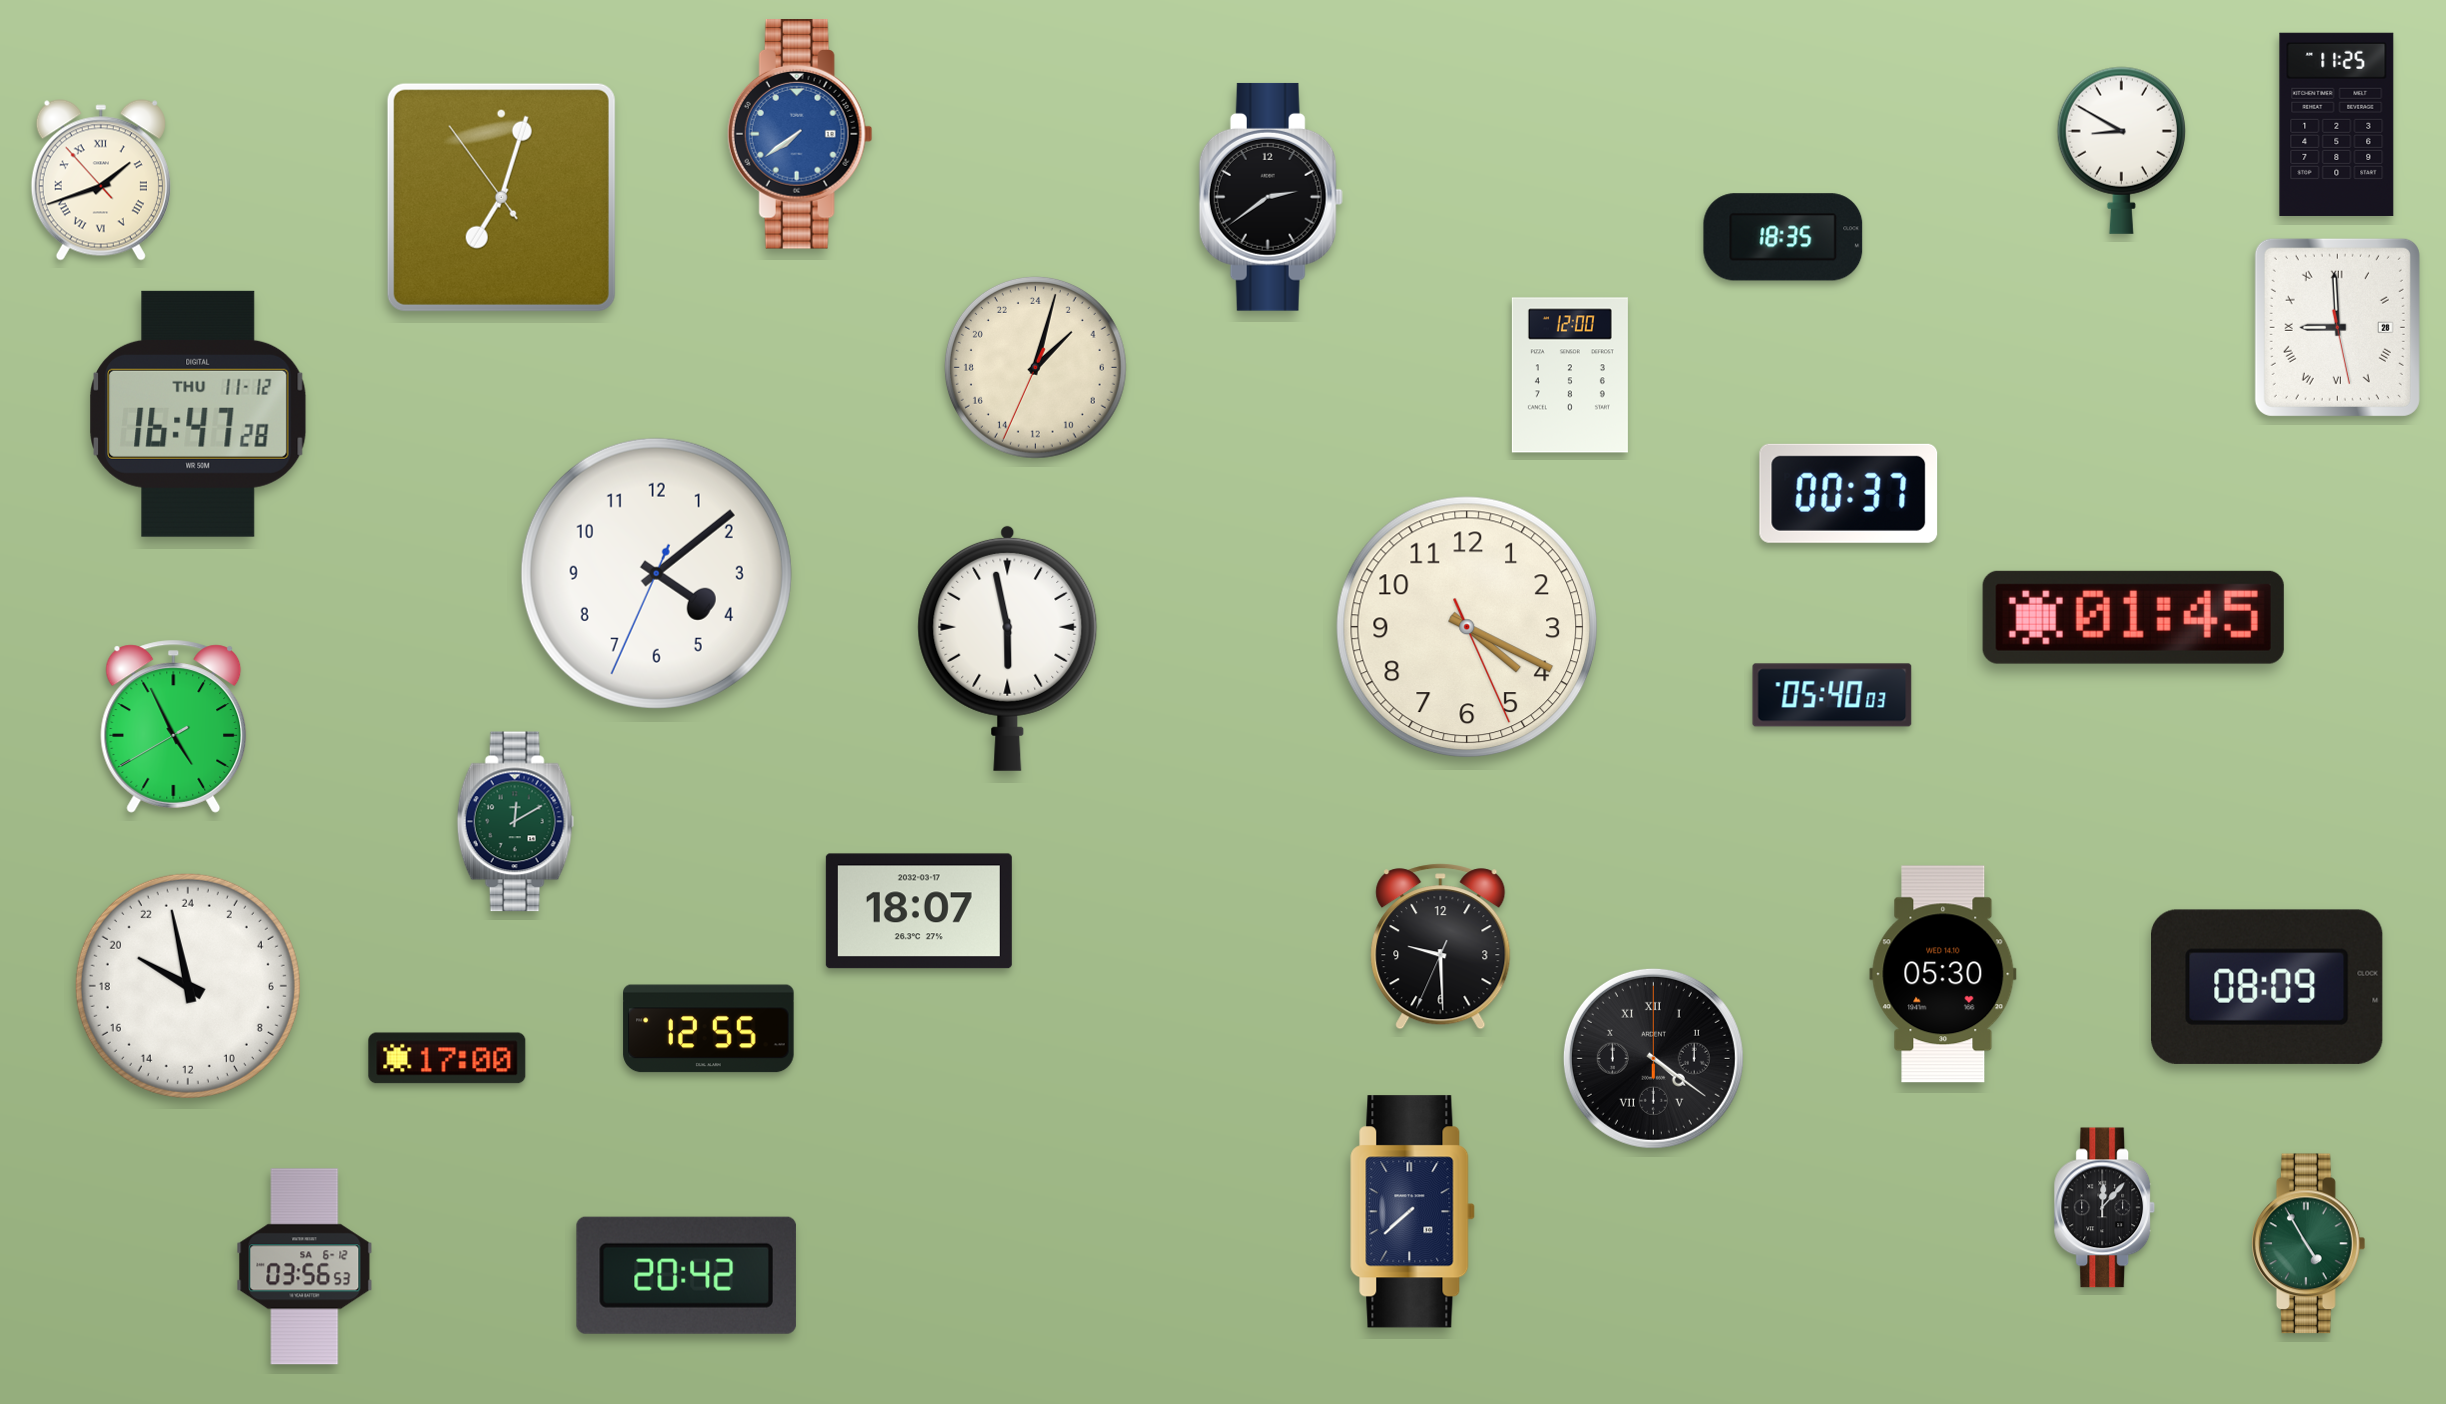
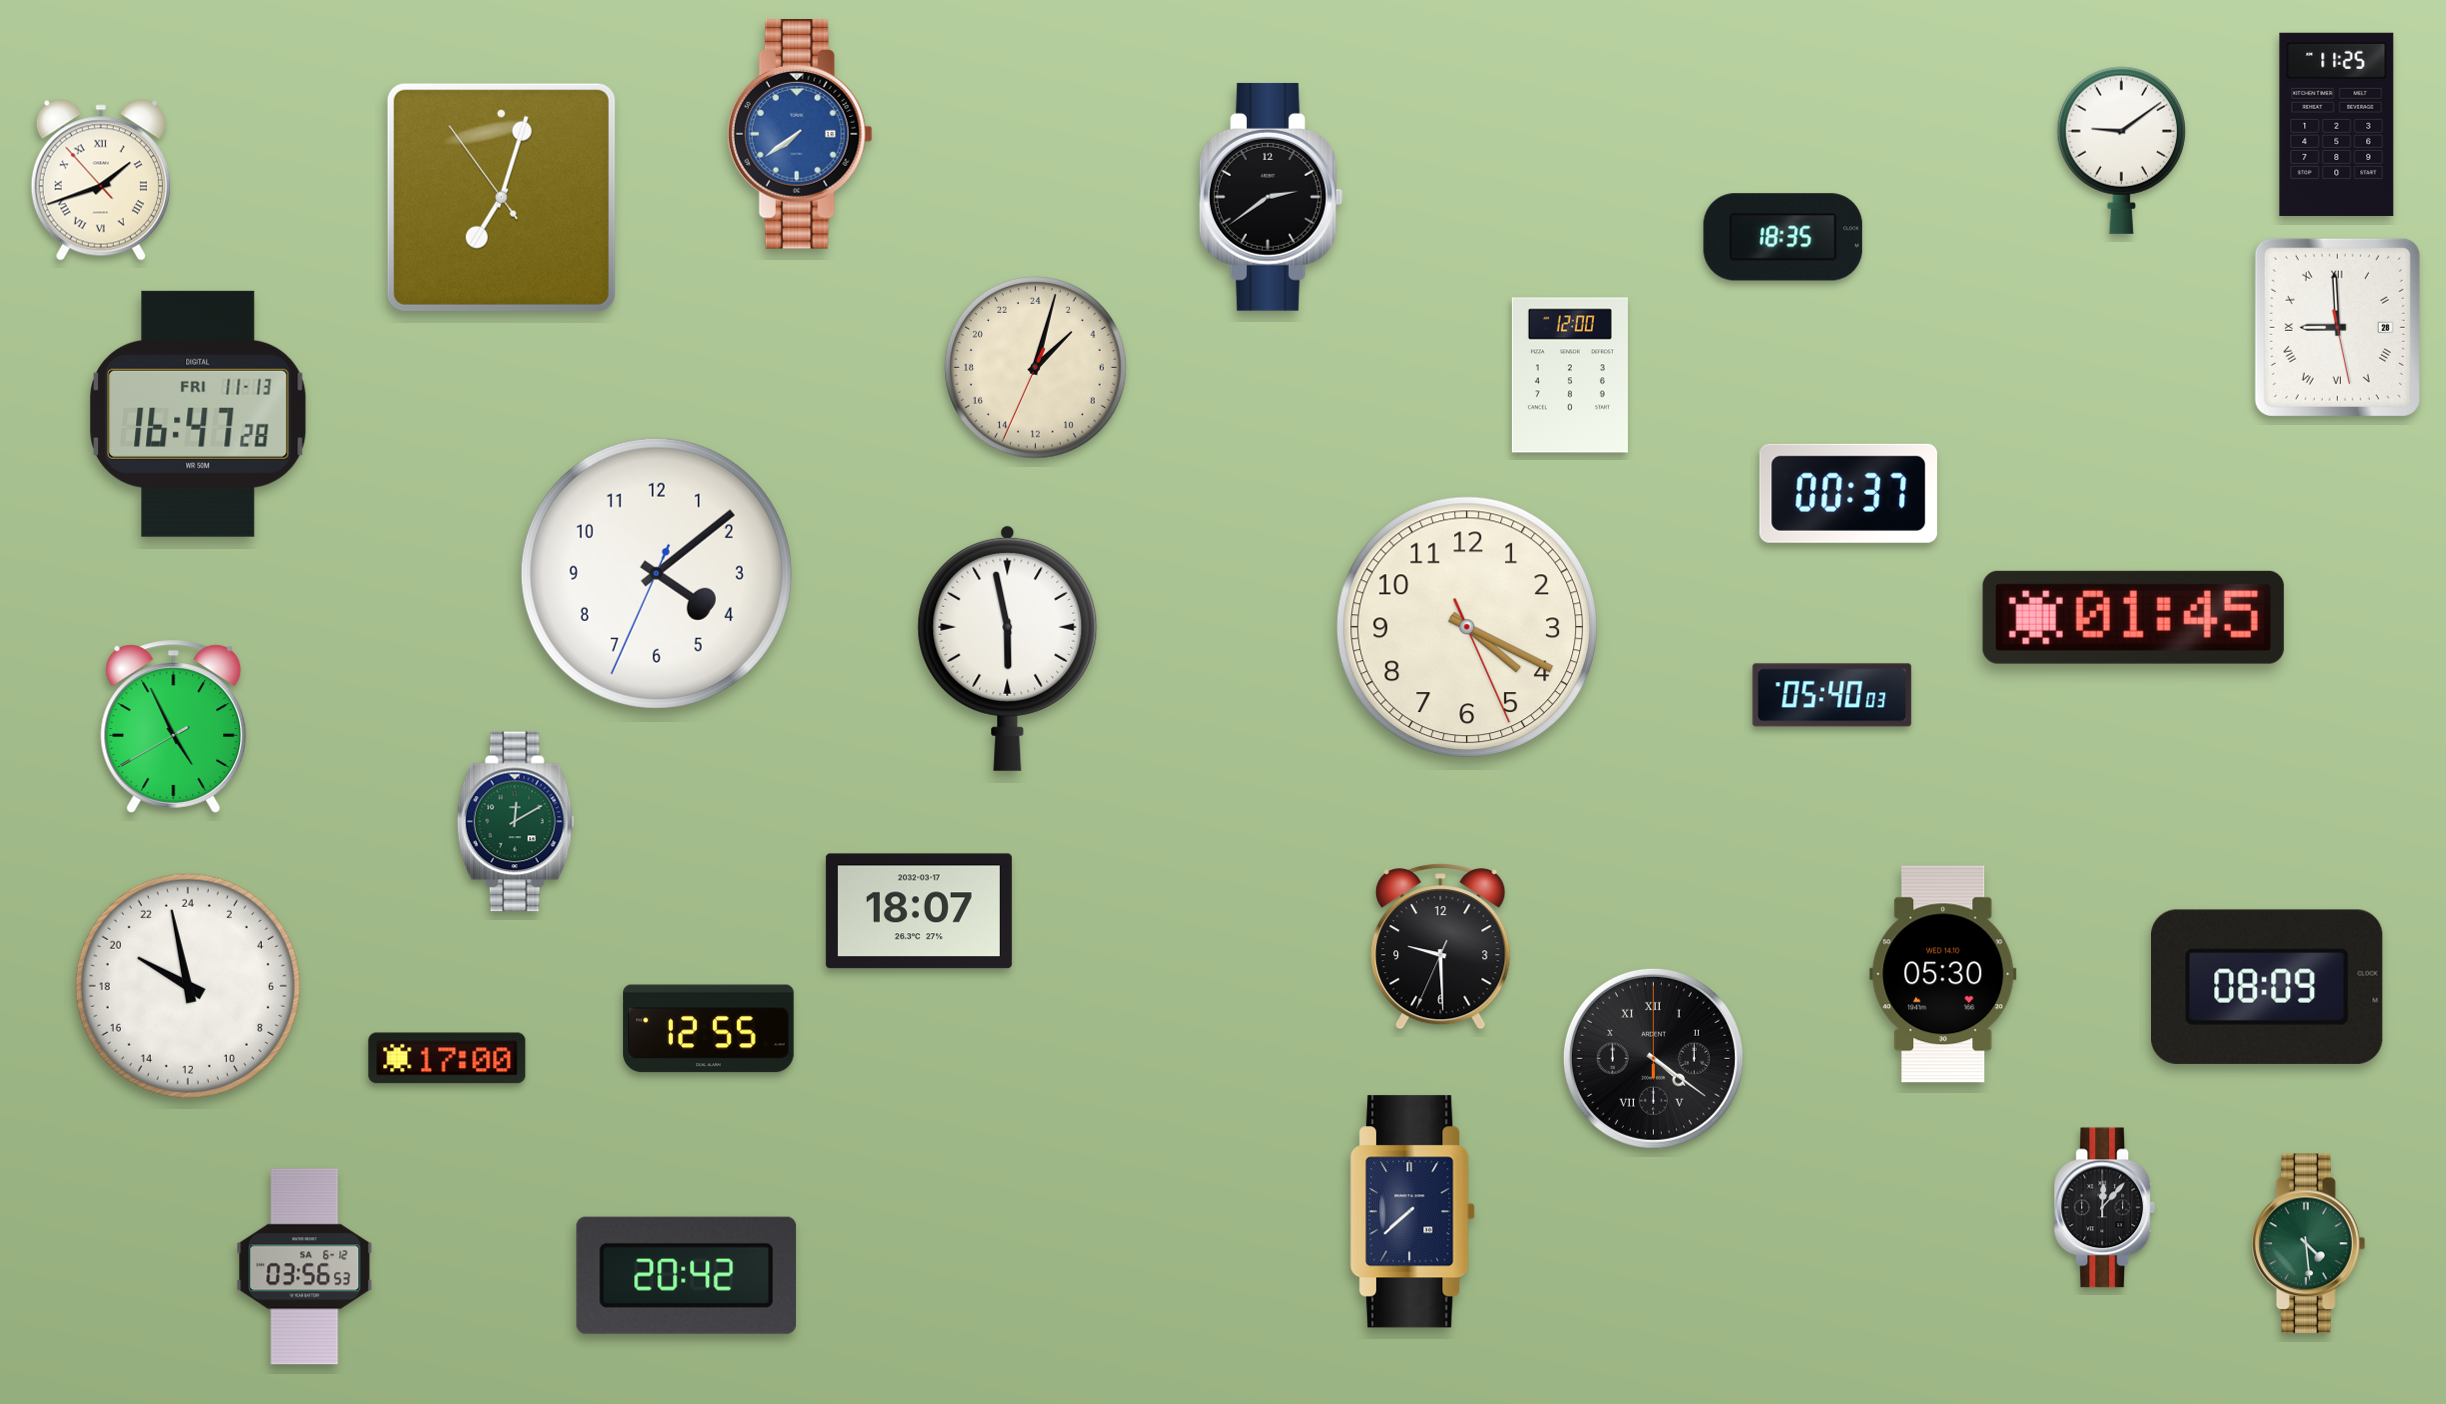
clock at (2121, 150): 8:50 -> 9:09
clock at (198, 414) date: THU 11-12 -> FRI 11-13
clock at (2309, 1244): 4:55 -> 4:29
